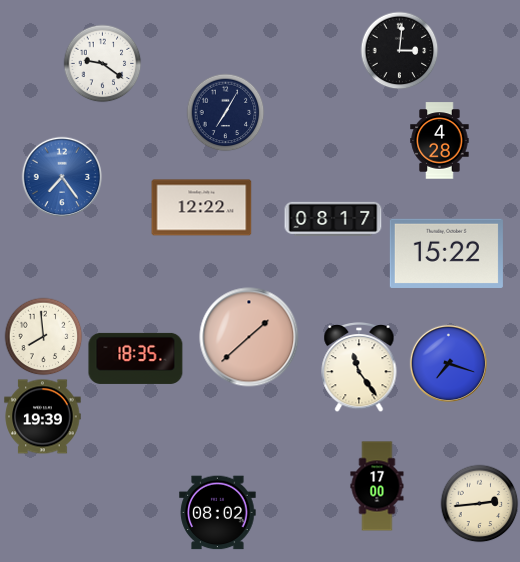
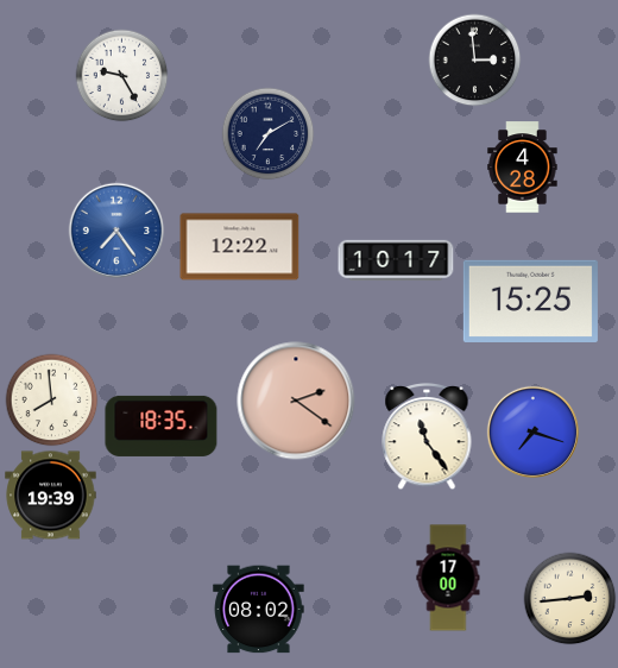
clock at (399, 50): 3:01 -> 2:59
clock at (102, 63): 9:21 -> 9:25
clock at (225, 112): 7:05 -> 7:10
clock at (62, 177) position: (62, 177) -> (116, 231)
clock at (333, 219): 08:17 -> 10:17
clock at (446, 253): 15:22 -> 15:25
clock at (249, 337): 1:38 -> 2:21
